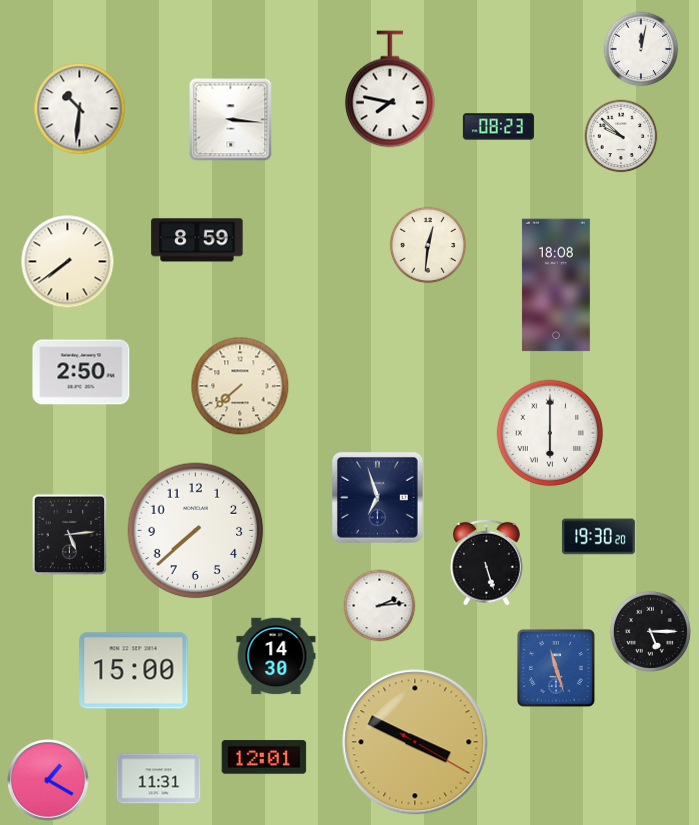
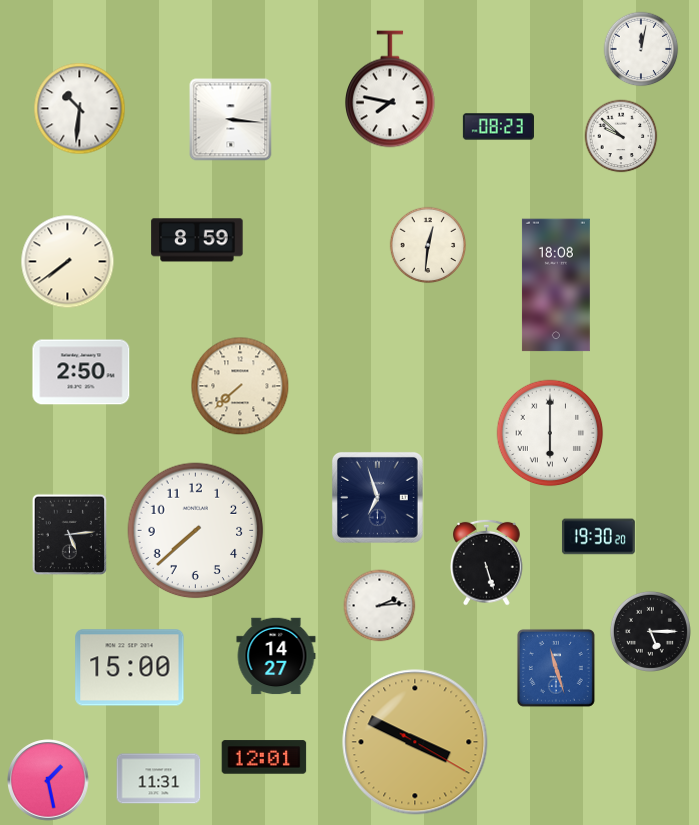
clock at (276, 656): 14:30 -> 14:27
clock at (134, 671) position: (134, 671) -> (130, 668)
clock at (48, 780): 1:20 -> 1:28
